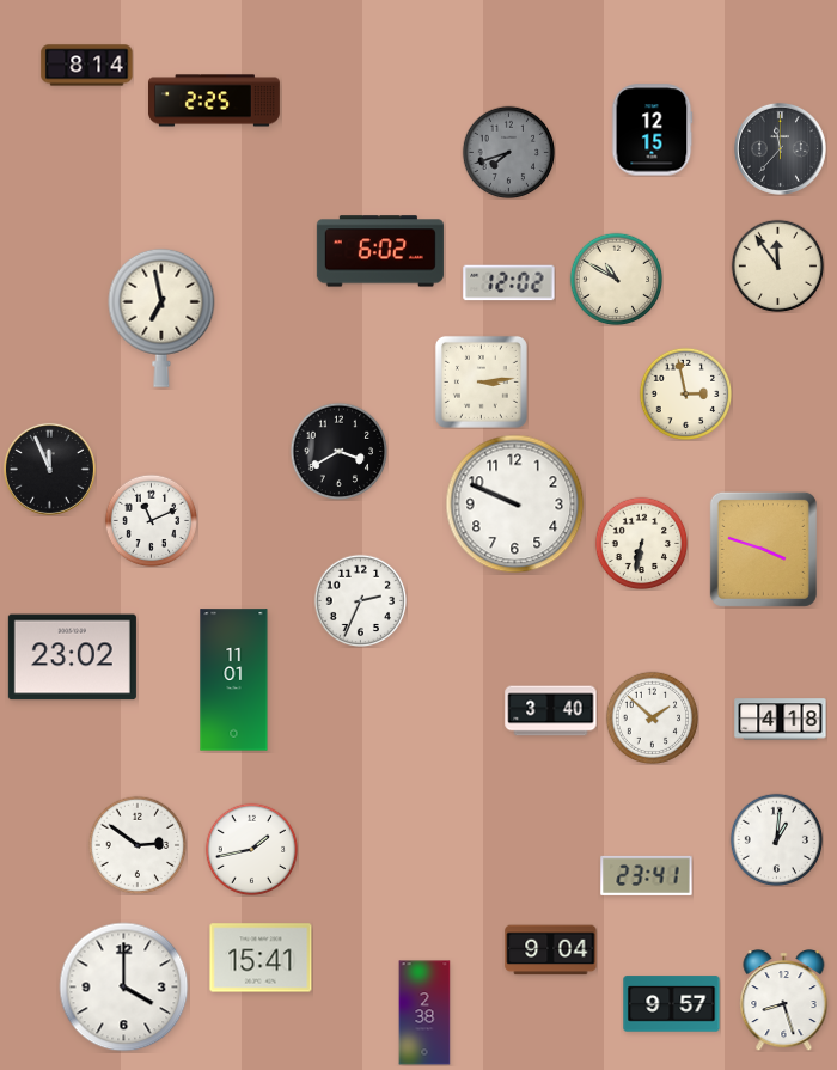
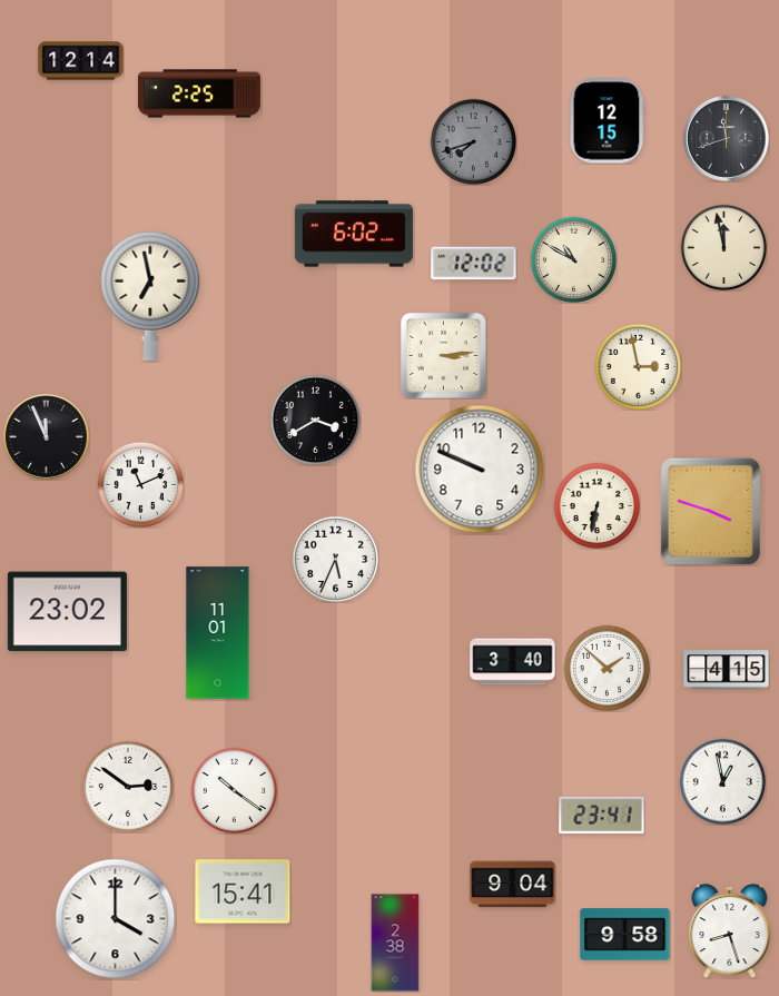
clock at (87, 66): 8:14 -> 12:14
clock at (780, 148): 11:37 -> 11:42
clock at (777, 265): 11:54 -> 11:58
clock at (481, 381) position: (481, 381) -> (443, 355)
clock at (360, 600): 2:34 -> 5:34
clock at (781, 720): 4:18 -> 4:15
clock at (776, 839): 1:01 -> 12:58
clock at (251, 849): 1:43 -> 10:21
clock at (672, 1004): 9:57 -> 9:58
